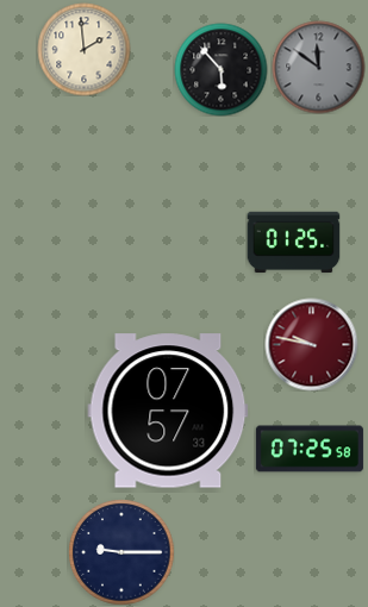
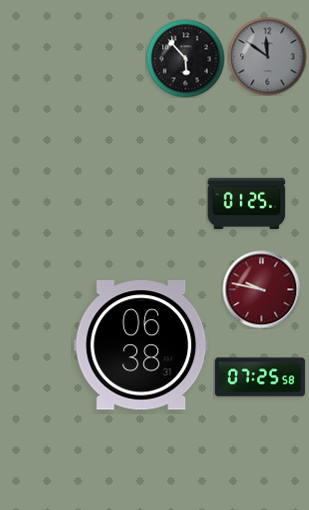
clock at (83, 49): 1:59 -> none
clock at (168, 411): 07:57 -> 06:38
clock at (121, 552): 9:15 -> none
